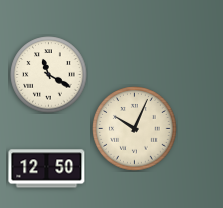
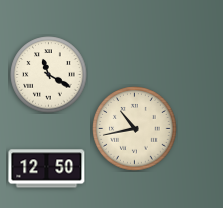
clock at (135, 129): 10:04 -> 10:43
